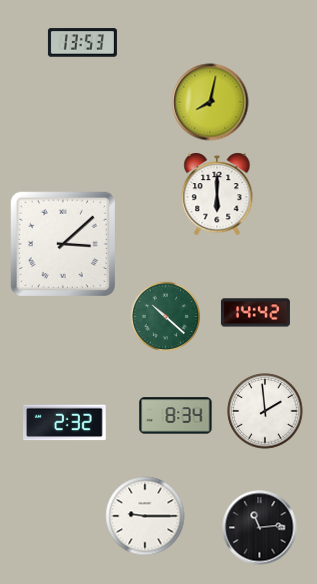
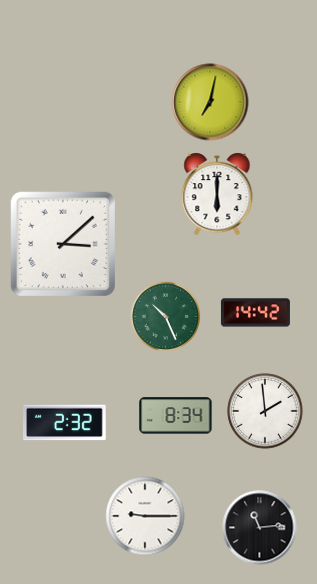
clock at (82, 43): 13:53 -> none
clock at (210, 102): 8:02 -> 7:02
clock at (166, 317): 10:22 -> 10:26
